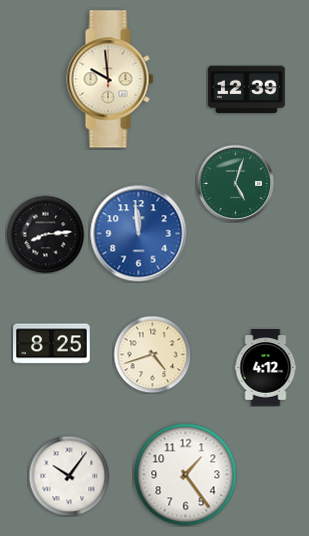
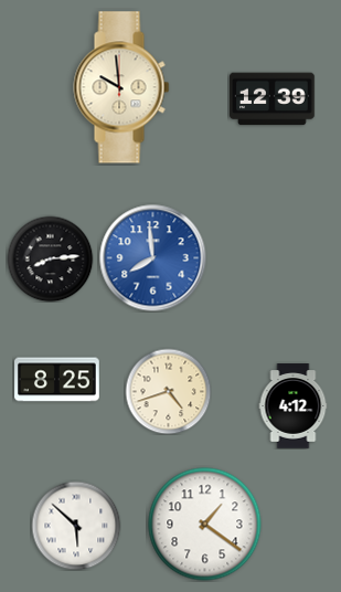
clock at (235, 183): 5:03 -> none
clock at (139, 234): 11:59 -> 7:59
clock at (186, 475): 1:24 -> 1:21
clock at (69, 476): 10:06 -> 5:52
